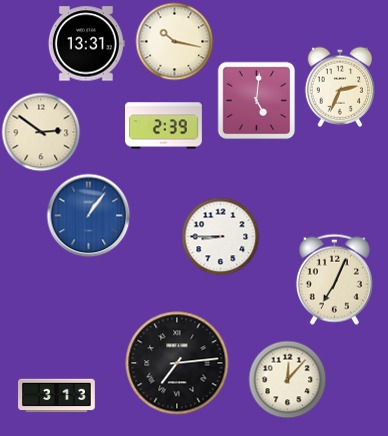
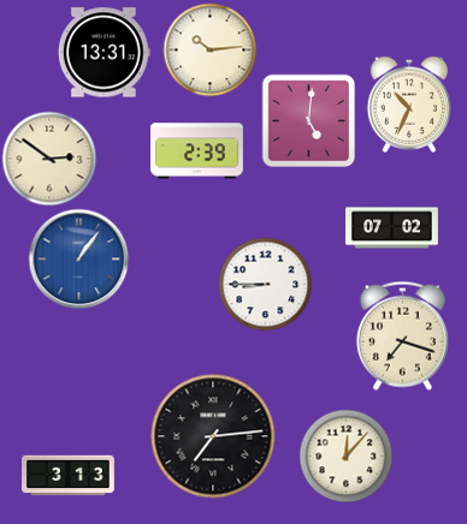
clock at (174, 41): 10:17 -> 10:14
clock at (340, 87): 2:34 -> 10:34
clock at (392, 228): none -> 07:02
clock at (88, 215) position: (88, 215) -> (78, 258)
clock at (334, 279): 7:04 -> 7:18
